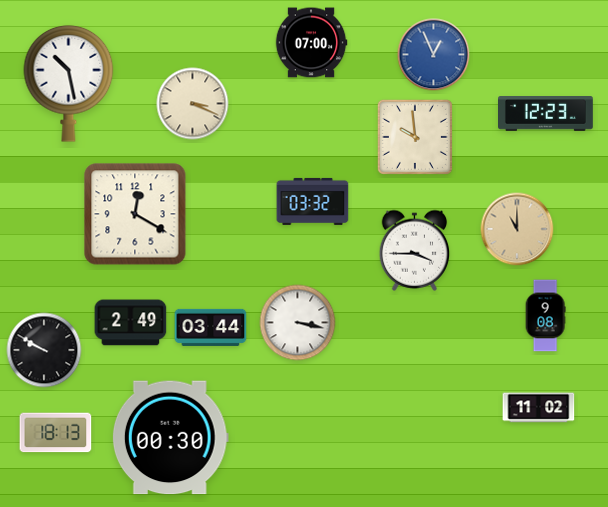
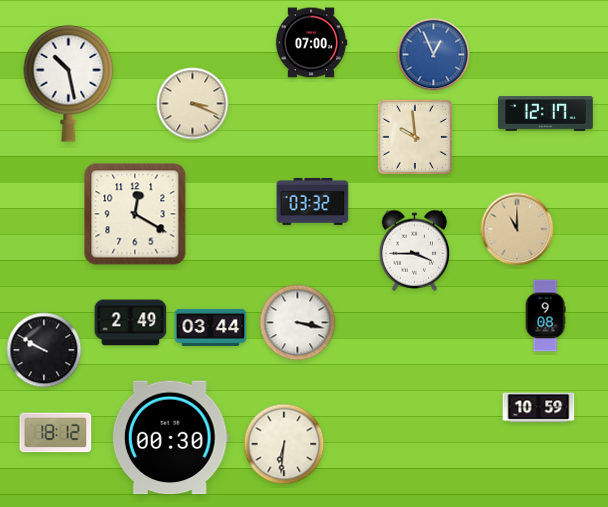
clock at (546, 114): 12:23 -> 12:17
clock at (539, 408): 11:02 -> 10:59
clock at (56, 433): 18:13 -> 18:12
clock at (284, 444): none -> 6:31
